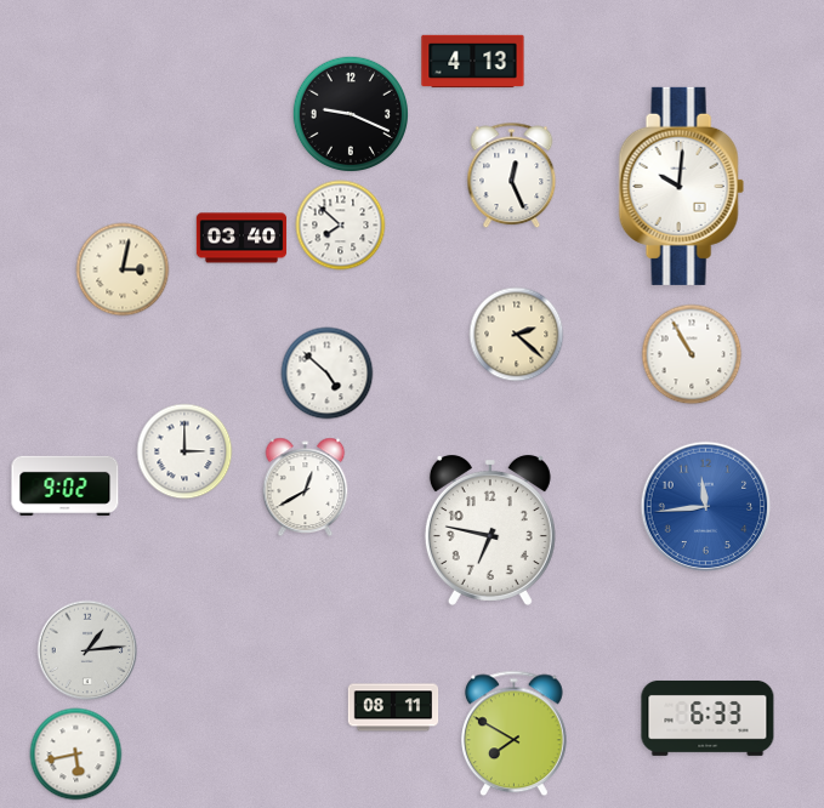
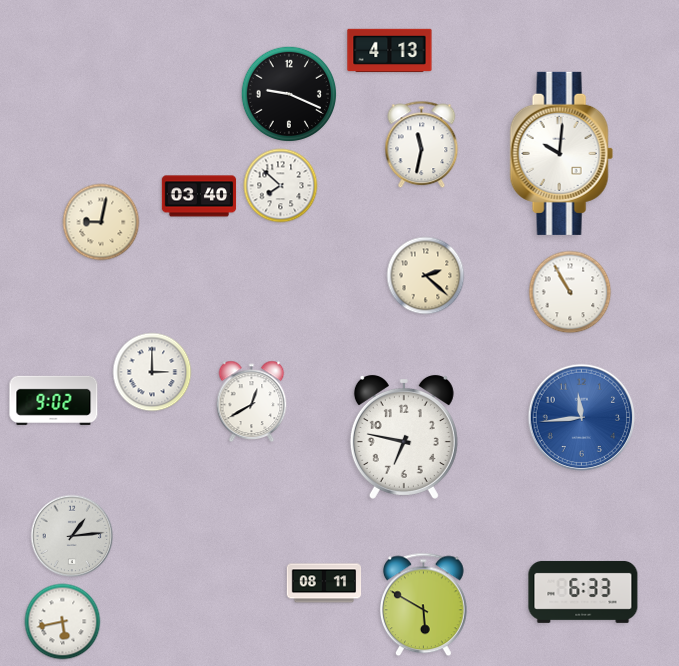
clock at (512, 176): 12:26 -> 11:32
clock at (123, 269): 3:02 -> 9:02
clock at (328, 374): 4:52 -> none
clock at (515, 734): 7:50 -> 5:50
